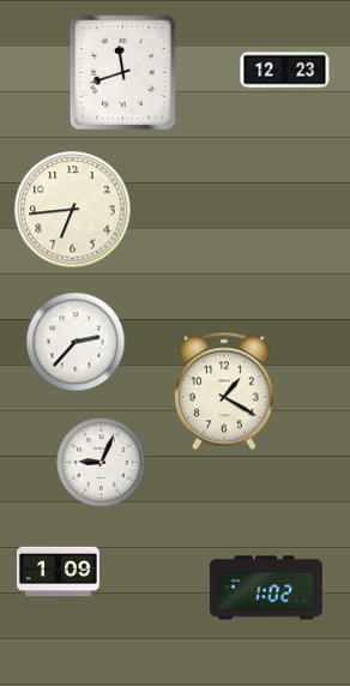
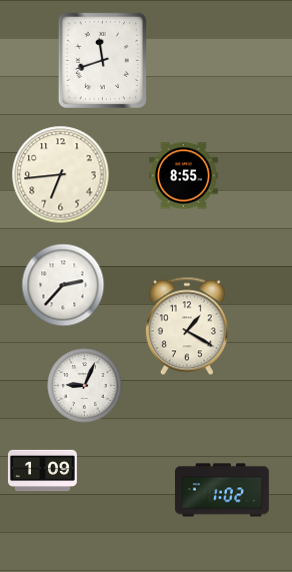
clock at (285, 71): 12:23 -> none
clock at (183, 176): none -> 8:55
clock at (59, 572) position: (59, 572) -> (43, 471)
